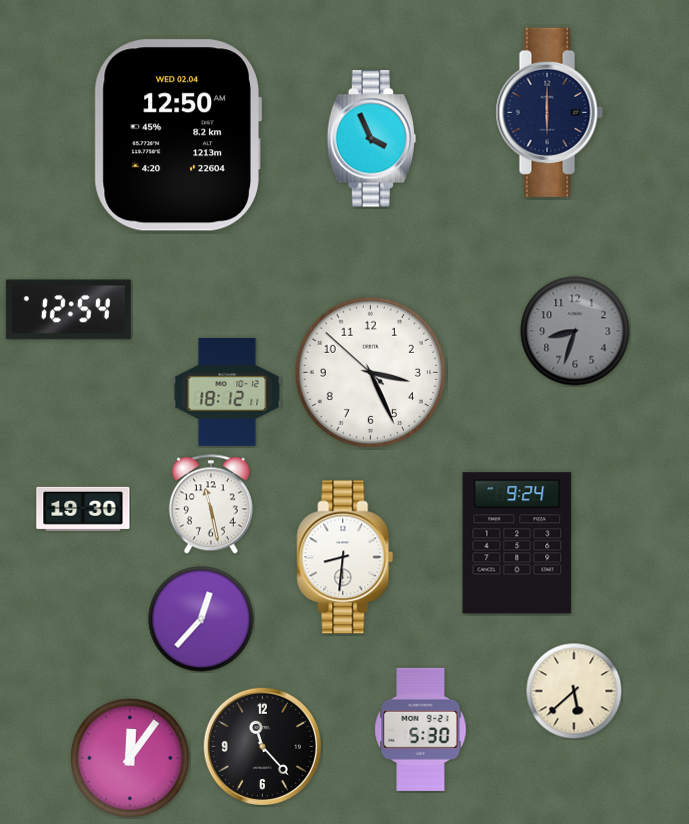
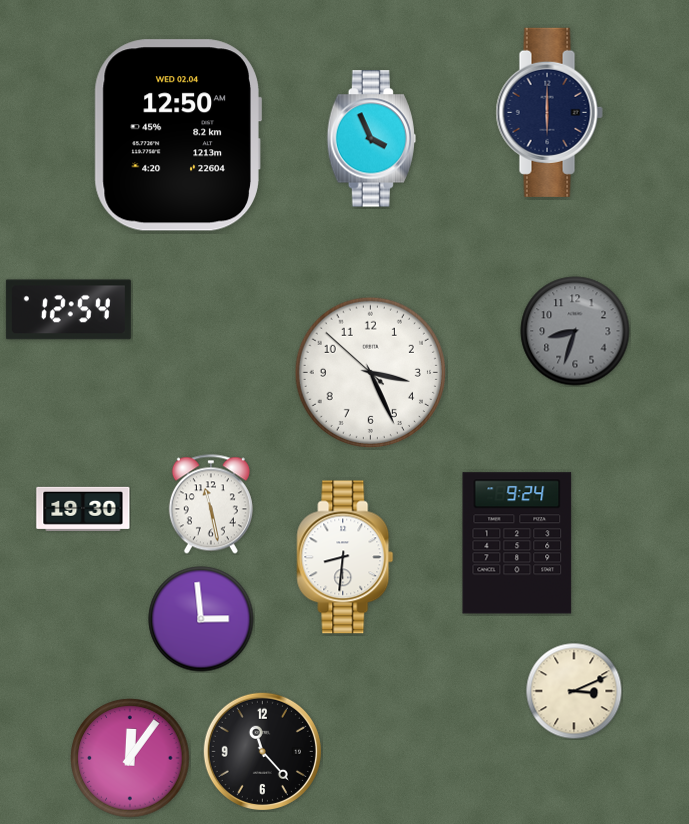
clock at (227, 392): 18:12 -> none
clock at (201, 619): 12:37 -> 2:59
clock at (574, 691): 5:38 -> 3:11
clock at (421, 729): 5:30 -> none
clock at (262, 746) position: (262, 746) -> (262, 751)
